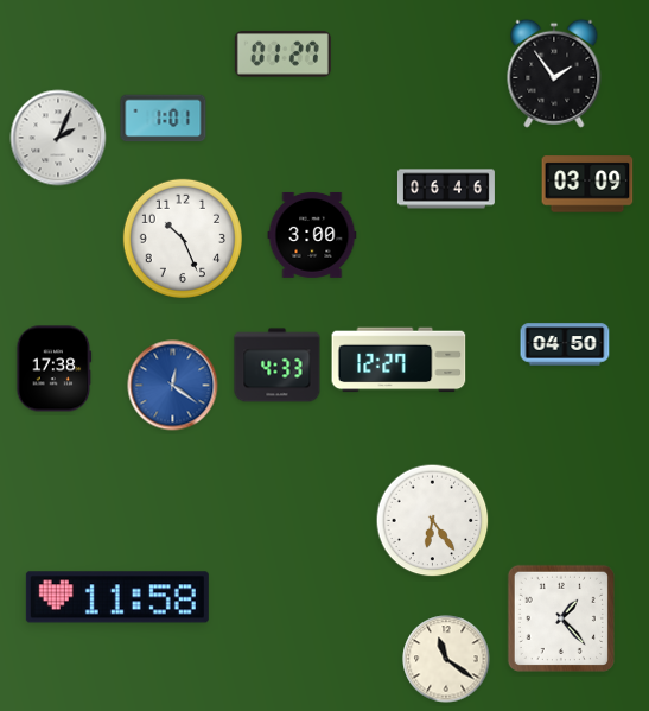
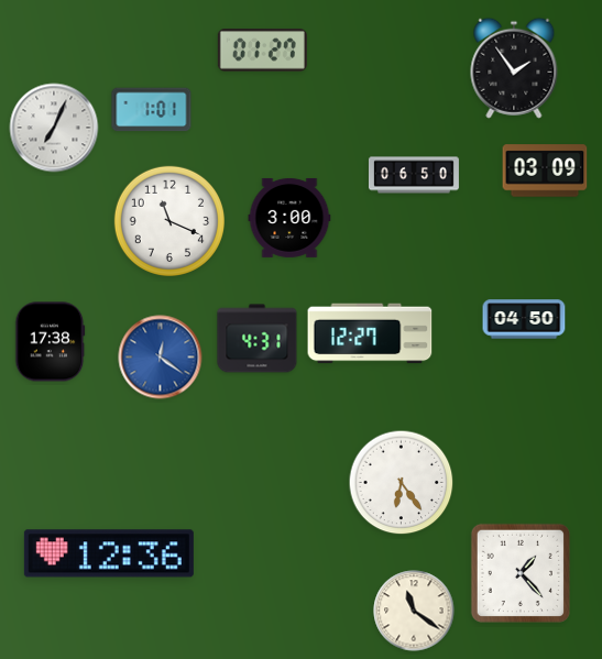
clock at (58, 138): 2:04 -> 7:04
clock at (446, 189): 06:46 -> 06:50
clock at (182, 237): 10:26 -> 11:19
clock at (278, 366): 4:33 -> 4:31
clock at (117, 597): 11:58 -> 12:36
